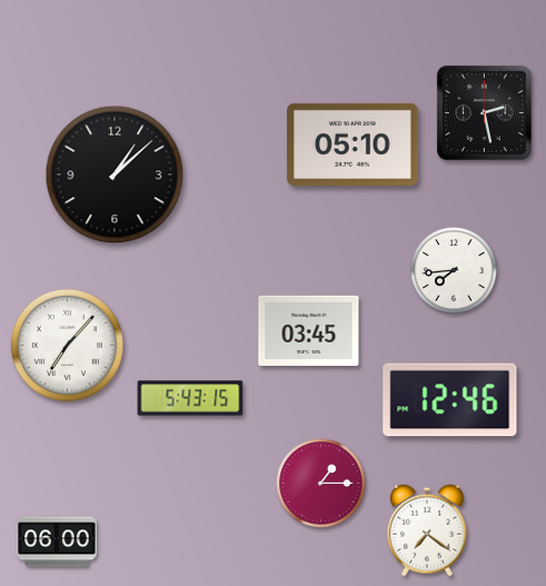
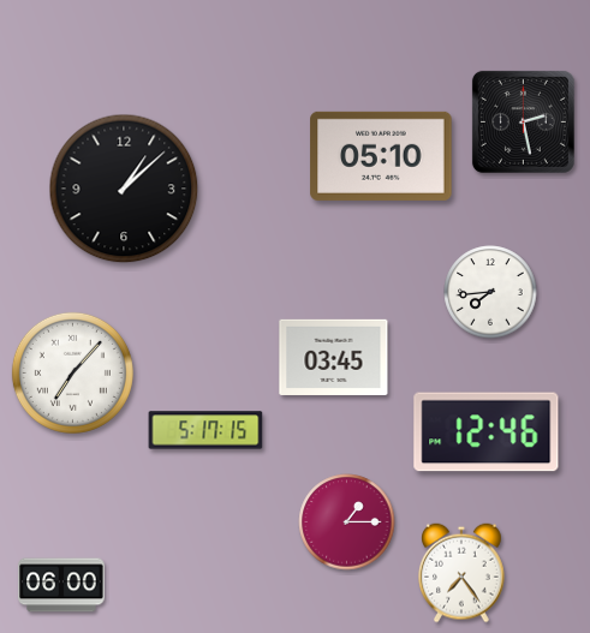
clock at (190, 398): 5:43 -> 5:17
clock at (428, 530): 7:21 -> 7:24
